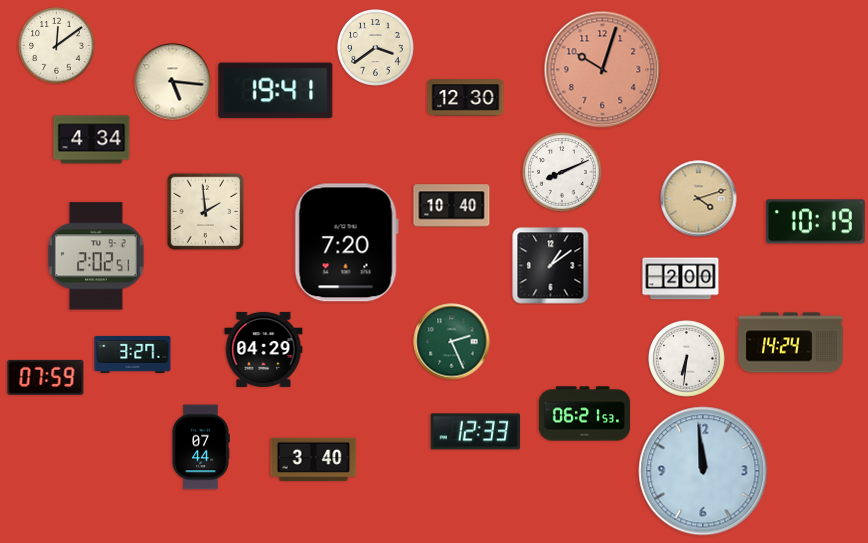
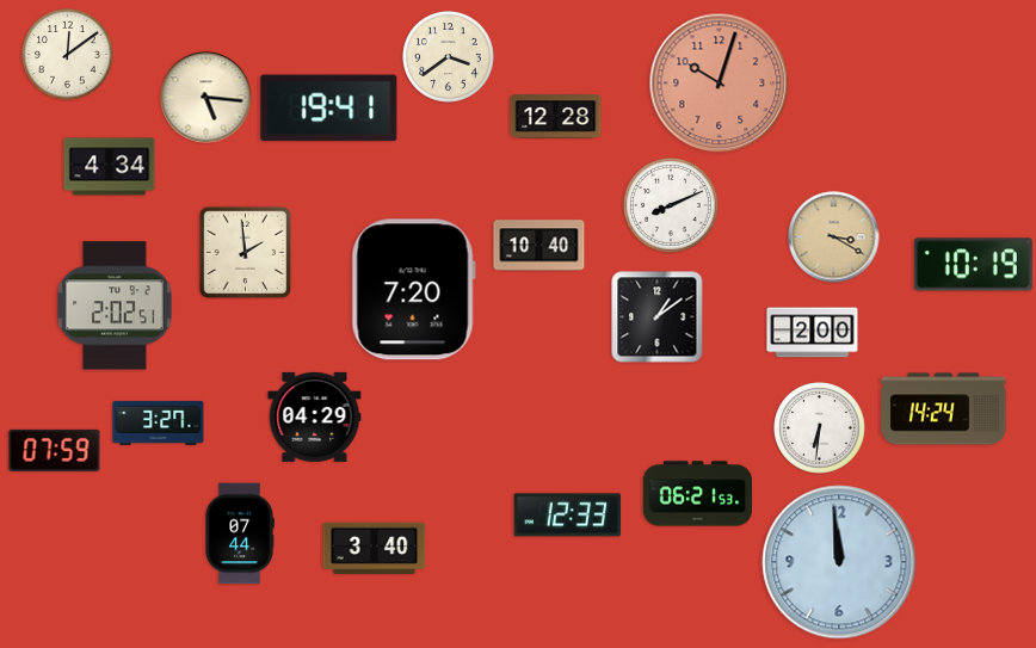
clock at (466, 98): 12:30 -> 12:28
clock at (699, 199): 4:12 -> 3:20
clock at (452, 342): 2:26 -> none
